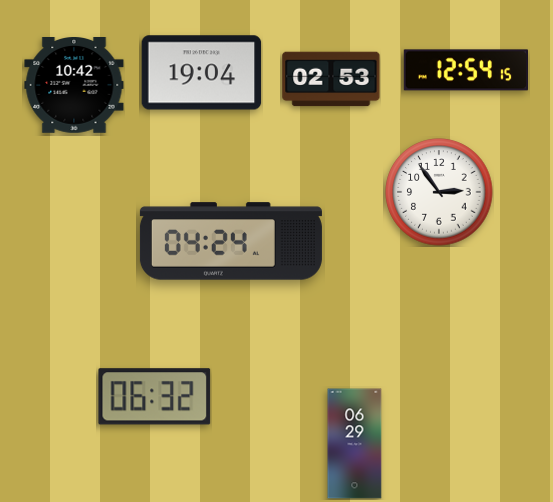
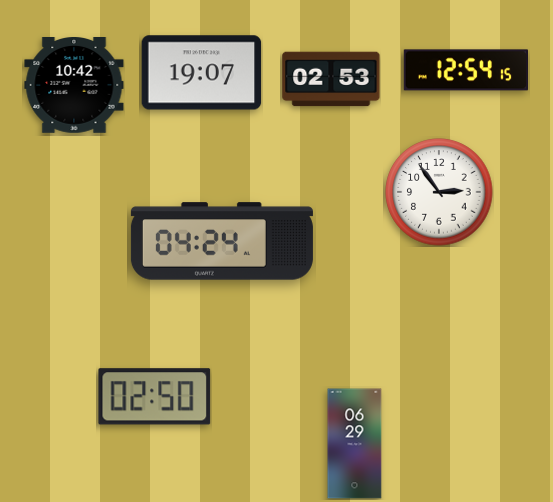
clock at (202, 73): 19:04 -> 19:07
clock at (231, 241) position: (231, 241) -> (222, 241)
clock at (155, 397): 06:32 -> 02:50
